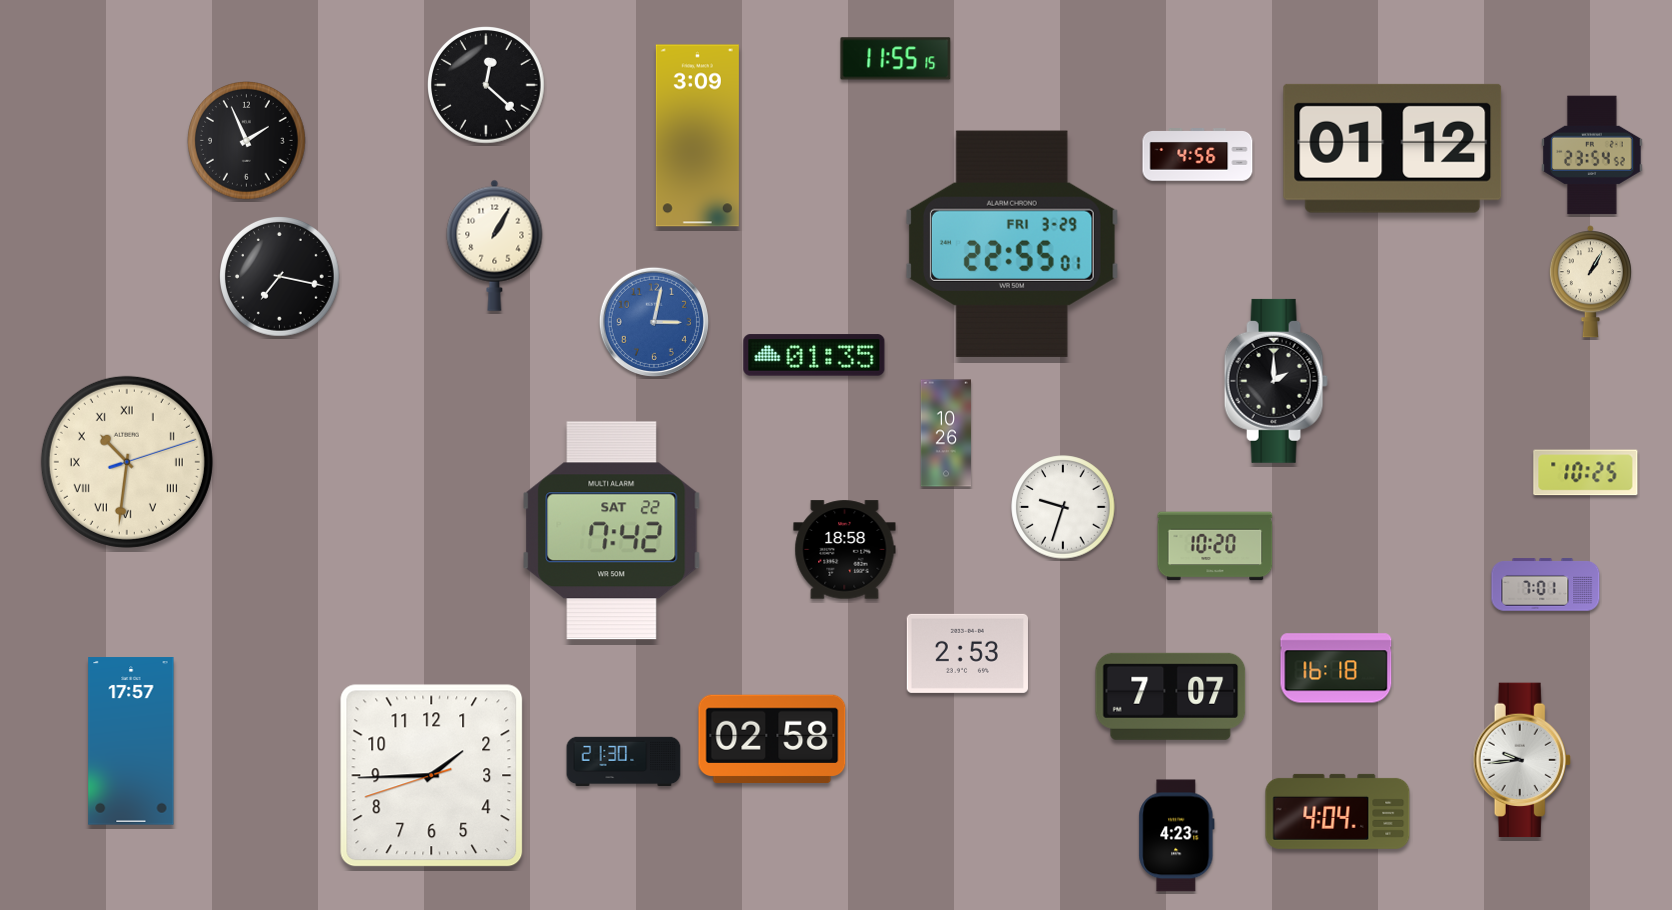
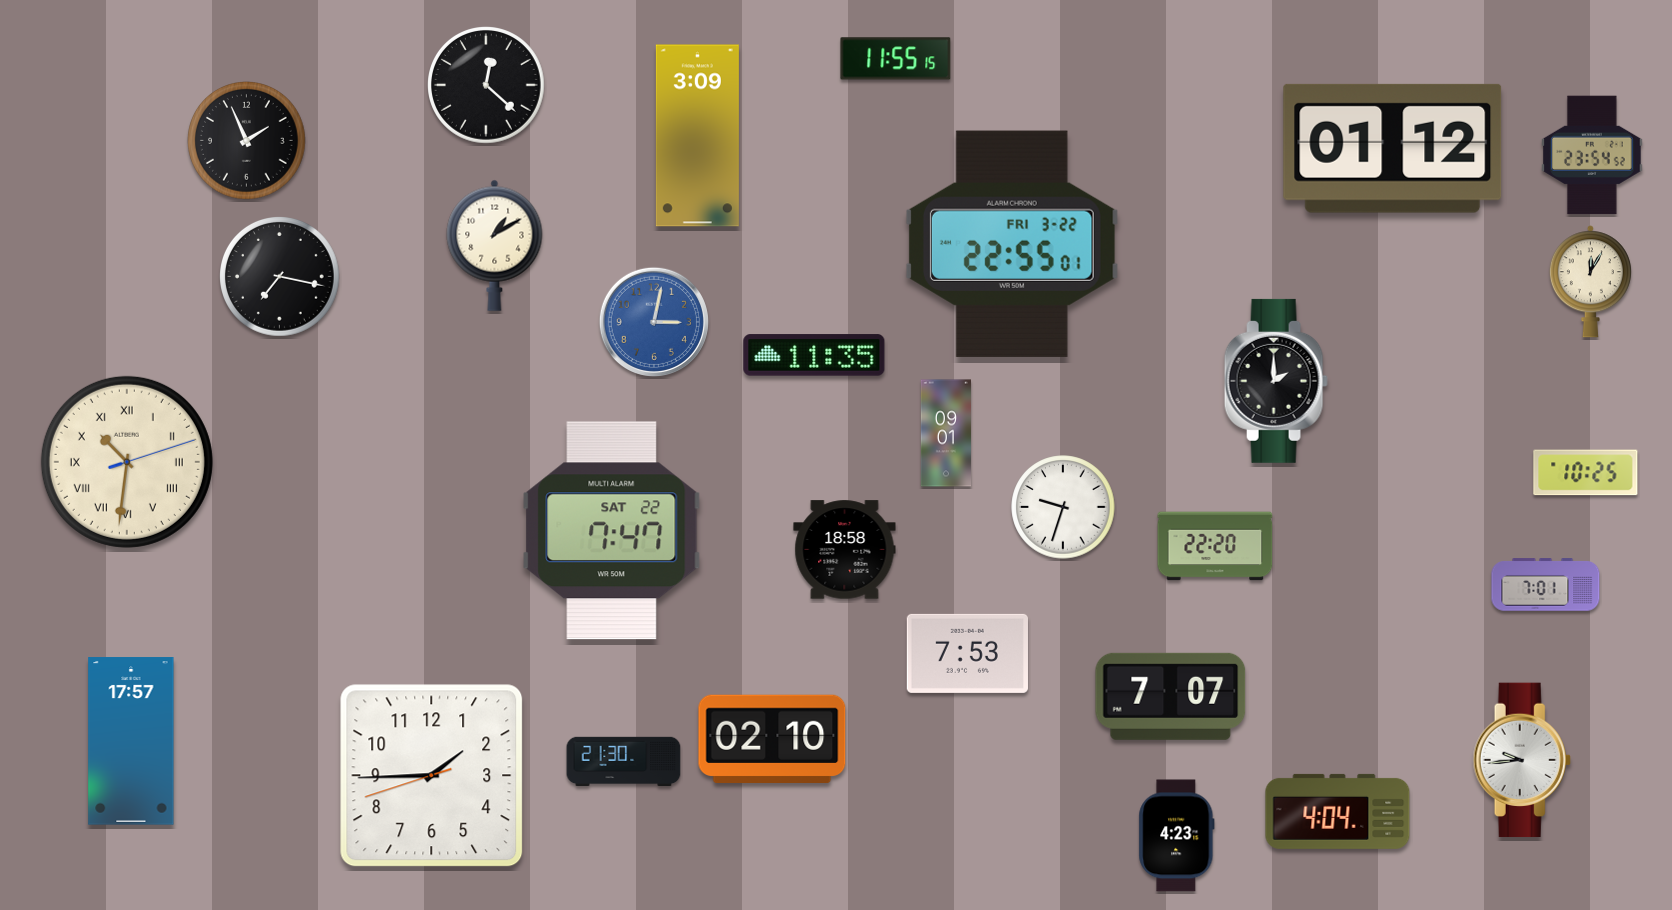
clock at (1198, 155): 4:56 -> none
clock at (1012, 244) date: FRI 3-29 -> FRI 3-22
clock at (495, 245): 1:05 -> 1:10
clock at (1590, 282): 1:05 -> 12:05
clock at (814, 355): 01:35 -> 11:35
clock at (945, 433): 10:26 -> 09:01
clock at (612, 531): 7:42 -> 7:47
clock at (1215, 546): 10:20 -> 22:20
clock at (967, 653): 2:53 -> 7:53
clock at (1336, 668): 16:18 -> none
clock at (772, 738): 02:58 -> 02:10
